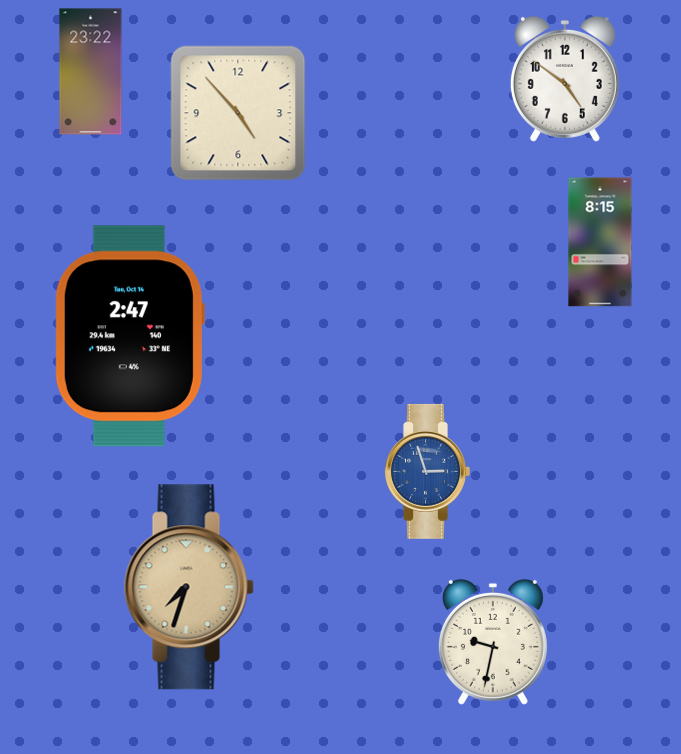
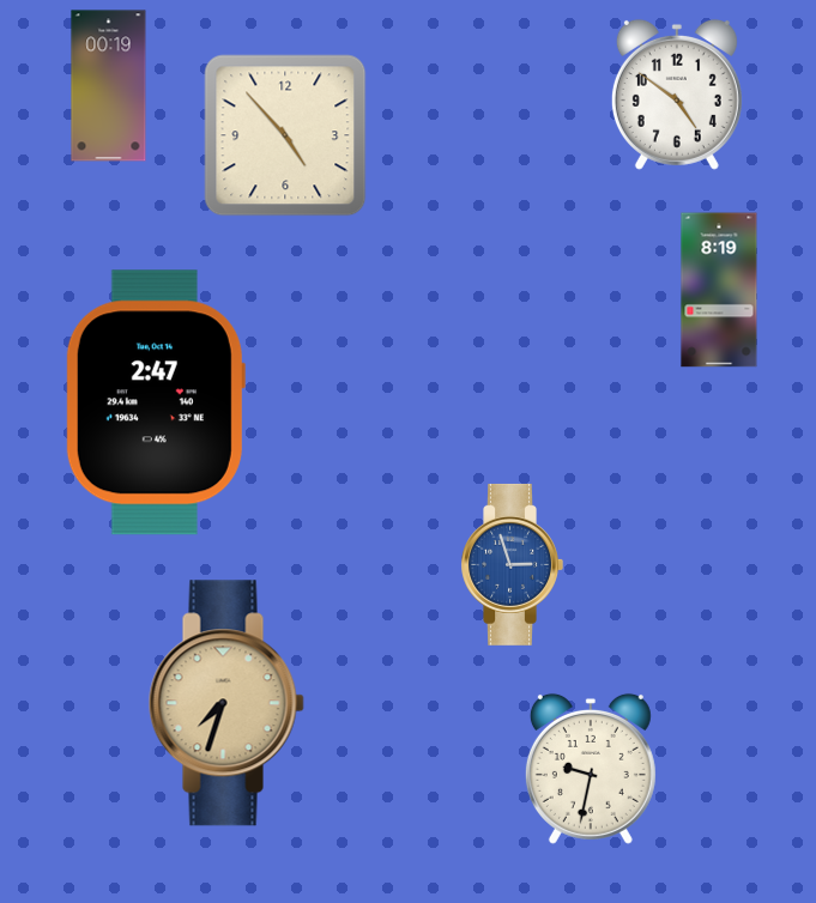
clock at (91, 72): 23:22 -> 00:19
clock at (600, 242): 8:15 -> 8:19
